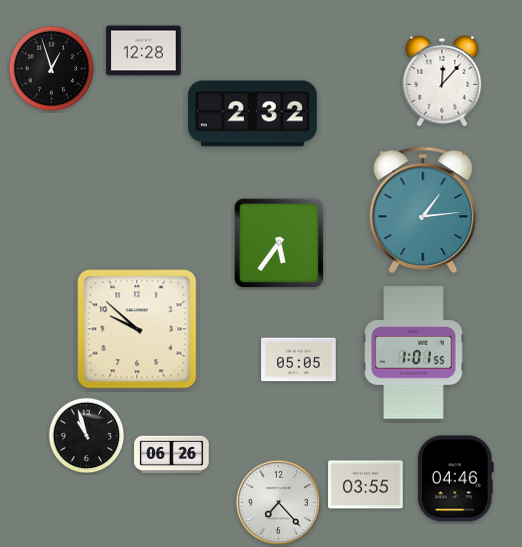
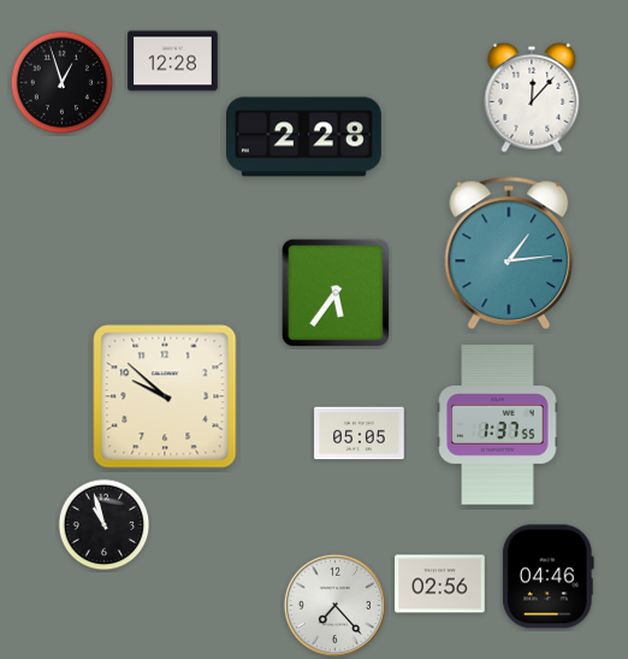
clock at (252, 114): 2:32 -> 2:28
clock at (414, 353): 1:01 -> 1:37
clock at (172, 455): 06:26 -> none
clock at (366, 485): 03:55 -> 02:56
